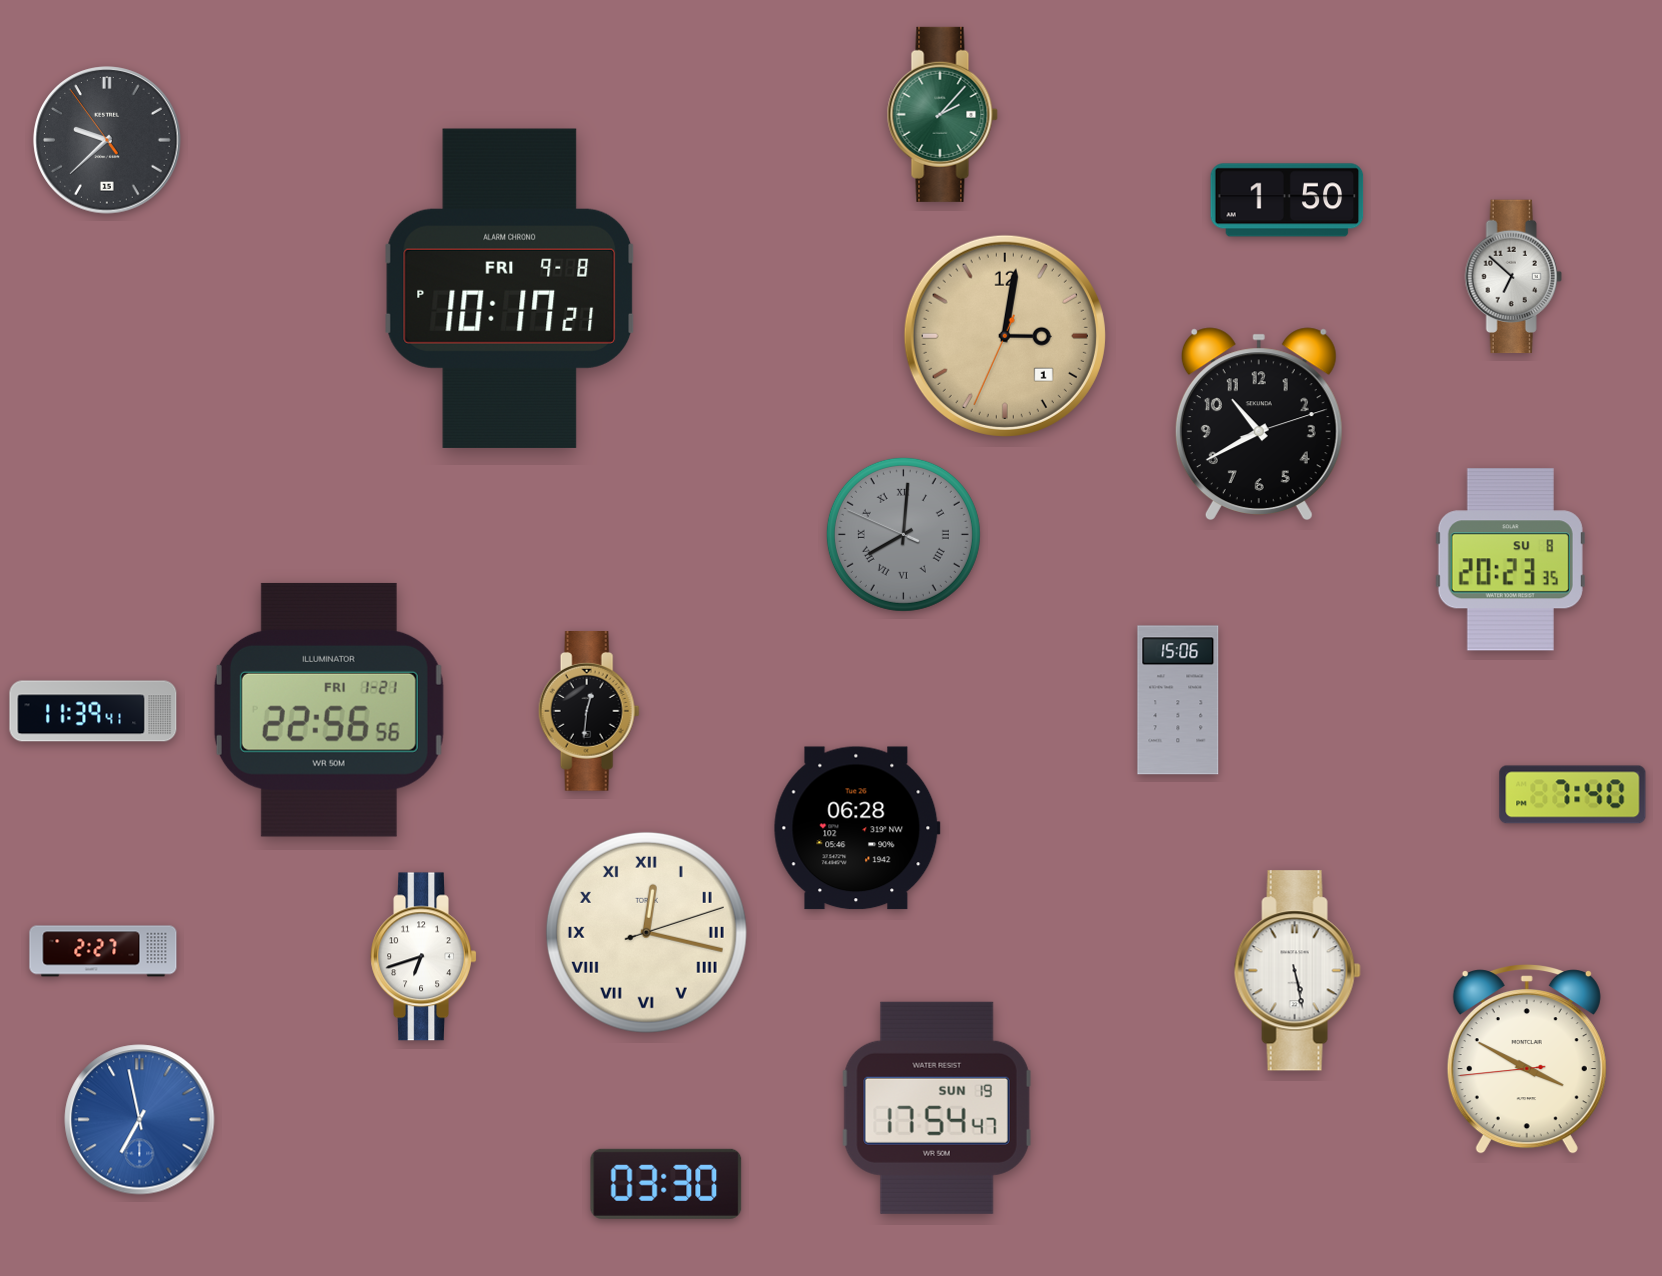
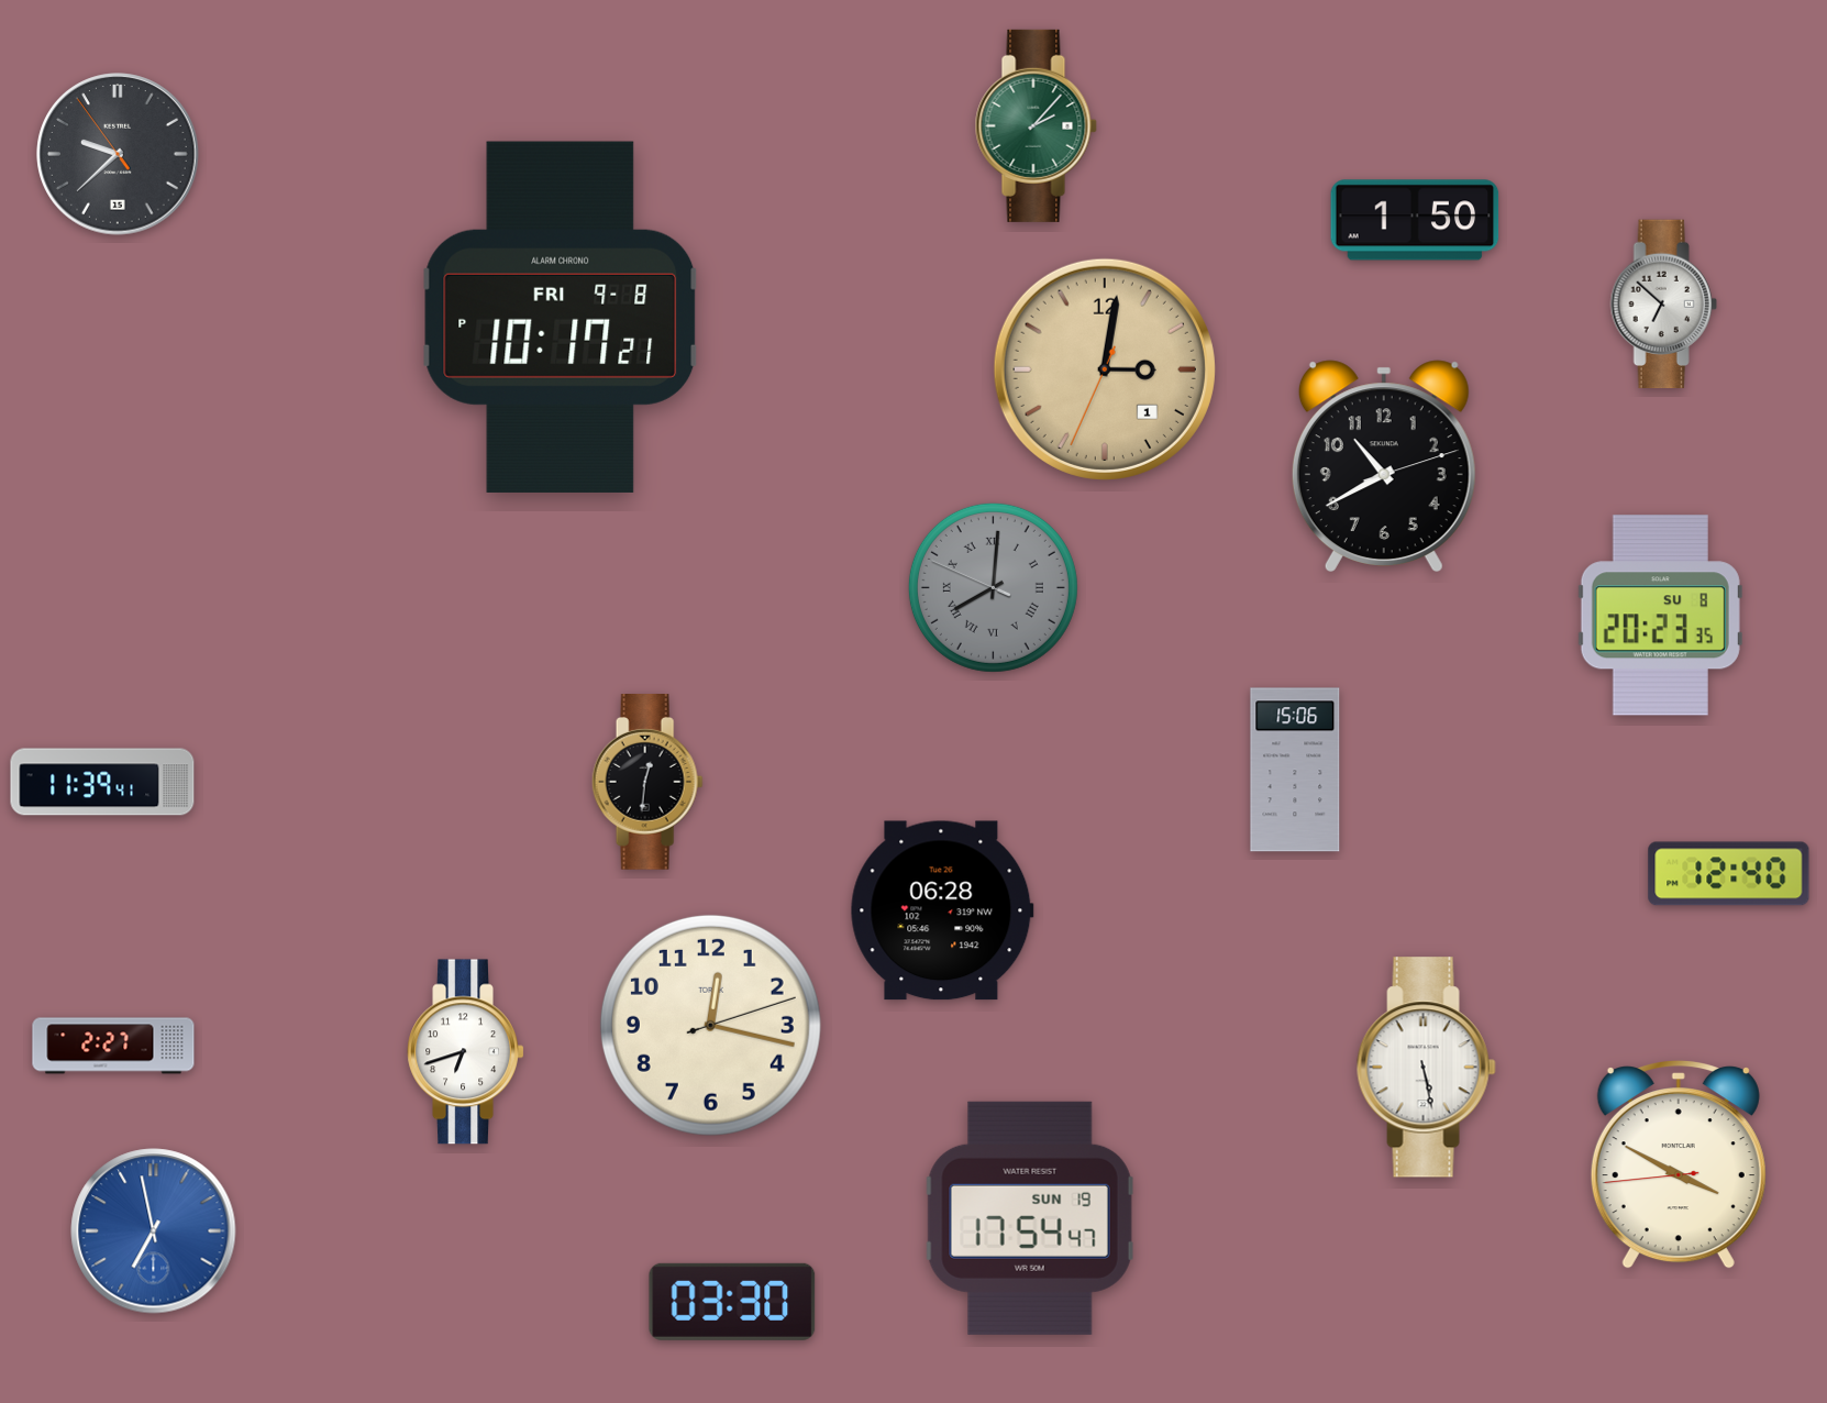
clock at (329, 710): 22:56 -> none
clock at (1573, 795): 7:40 -> 12:40
clock at (646, 932) numerals: Roman -> Arabic
